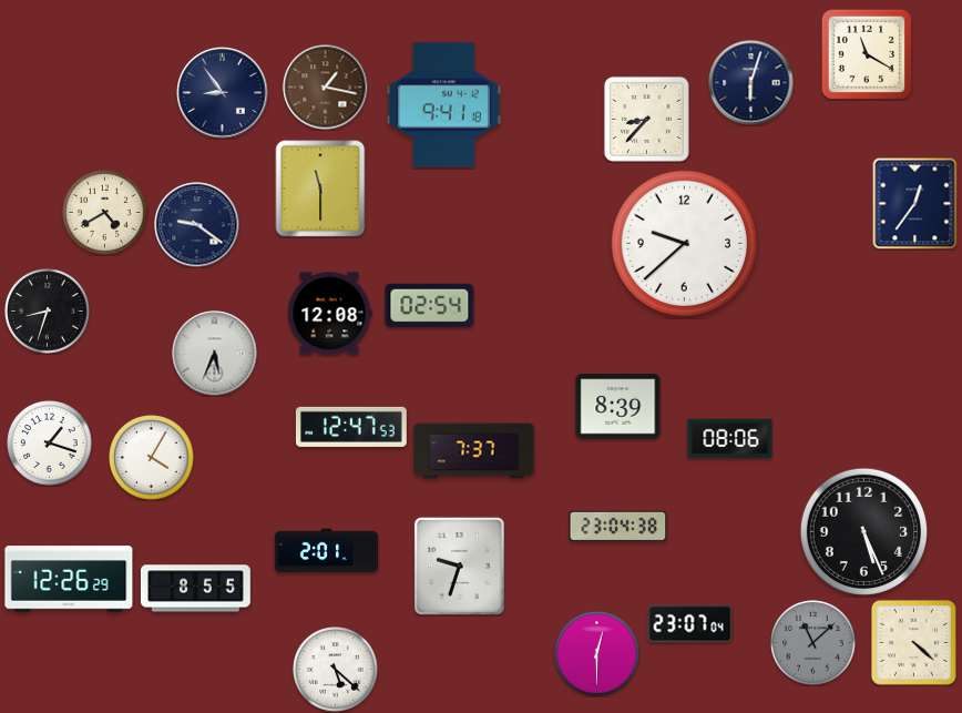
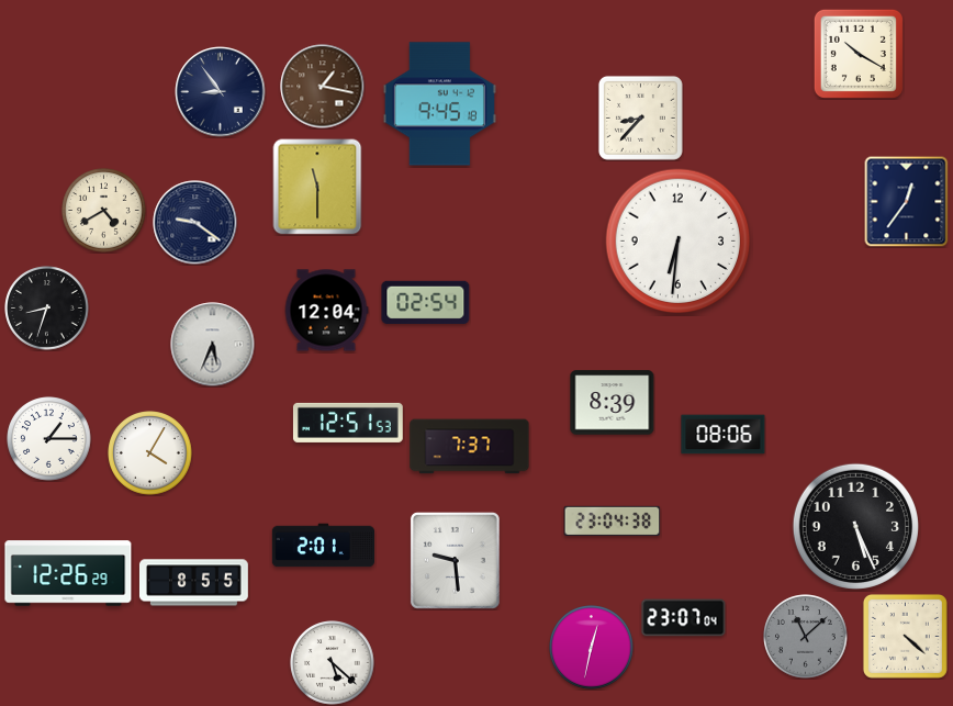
clock at (867, 54): 11:20 -> 10:20
clock at (751, 83): 6:03 -> none
clock at (443, 105): 9:41 -> 9:45
clock at (685, 244): 9:38 -> 6:31
clock at (329, 314): 12:08 -> 12:04
clock at (215, 354) position: (215, 354) -> (213, 345)
clock at (351, 427): 12:47 -> 12:51
clock at (50, 444): 1:18 -> 1:15
clock at (459, 566): 9:33 -> 9:29
clock at (597, 654): 12:30 -> 12:32
